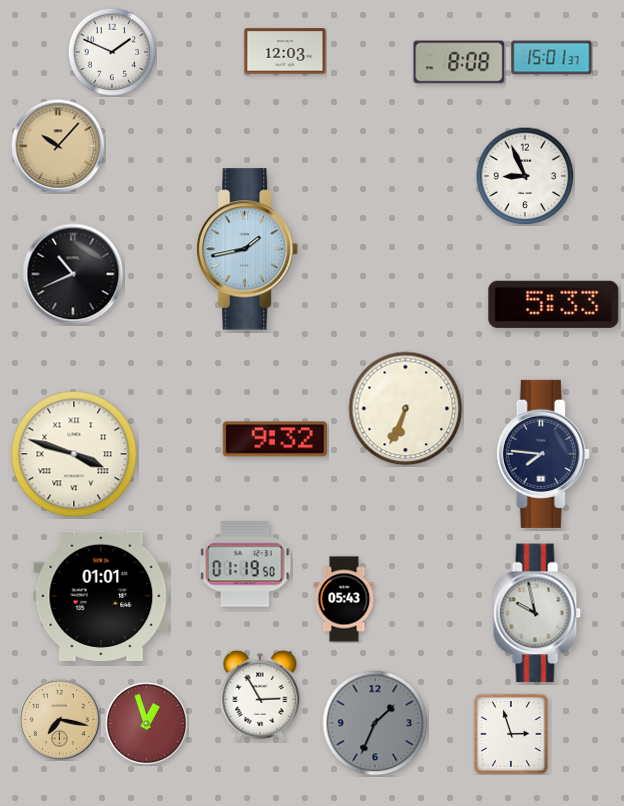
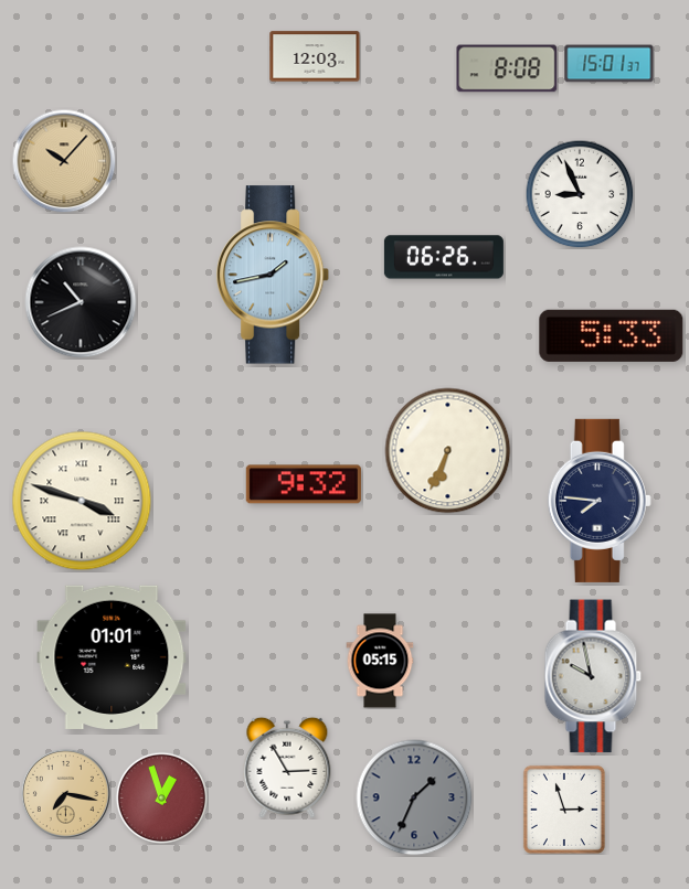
clock at (112, 52): 1:49 -> none
clock at (444, 257): none -> 06:26
clock at (245, 564): 01:19 -> none
clock at (344, 599): 05:43 -> 05:15
